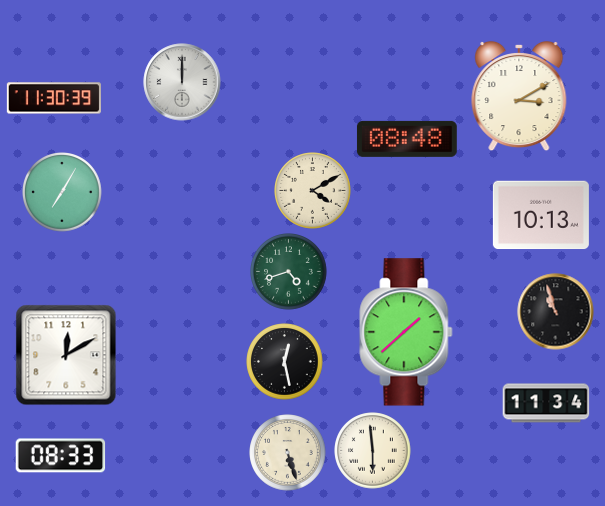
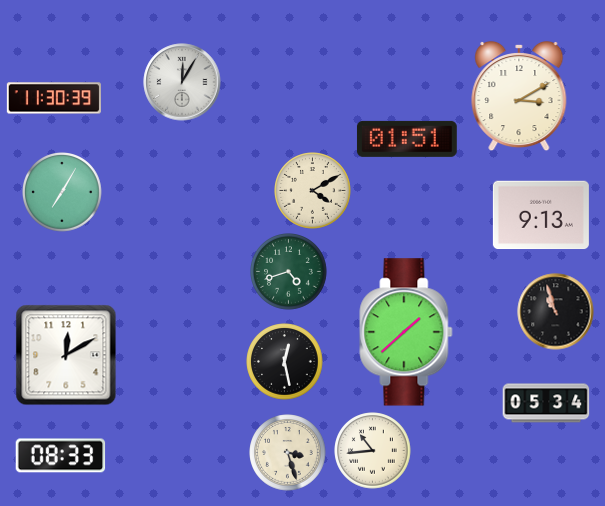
clock at (182, 82): 12:00 -> 12:05
clock at (407, 139): 08:48 -> 01:51
clock at (541, 215): 10:13 -> 9:13
clock at (546, 403): 11:34 -> 05:34
clock at (373, 451): 5:59 -> 10:44
clock at (288, 453): 5:27 -> 3:27
